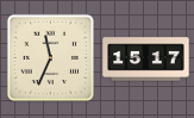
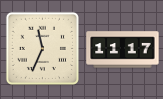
clock at (146, 60): 15:17 -> 11:17
